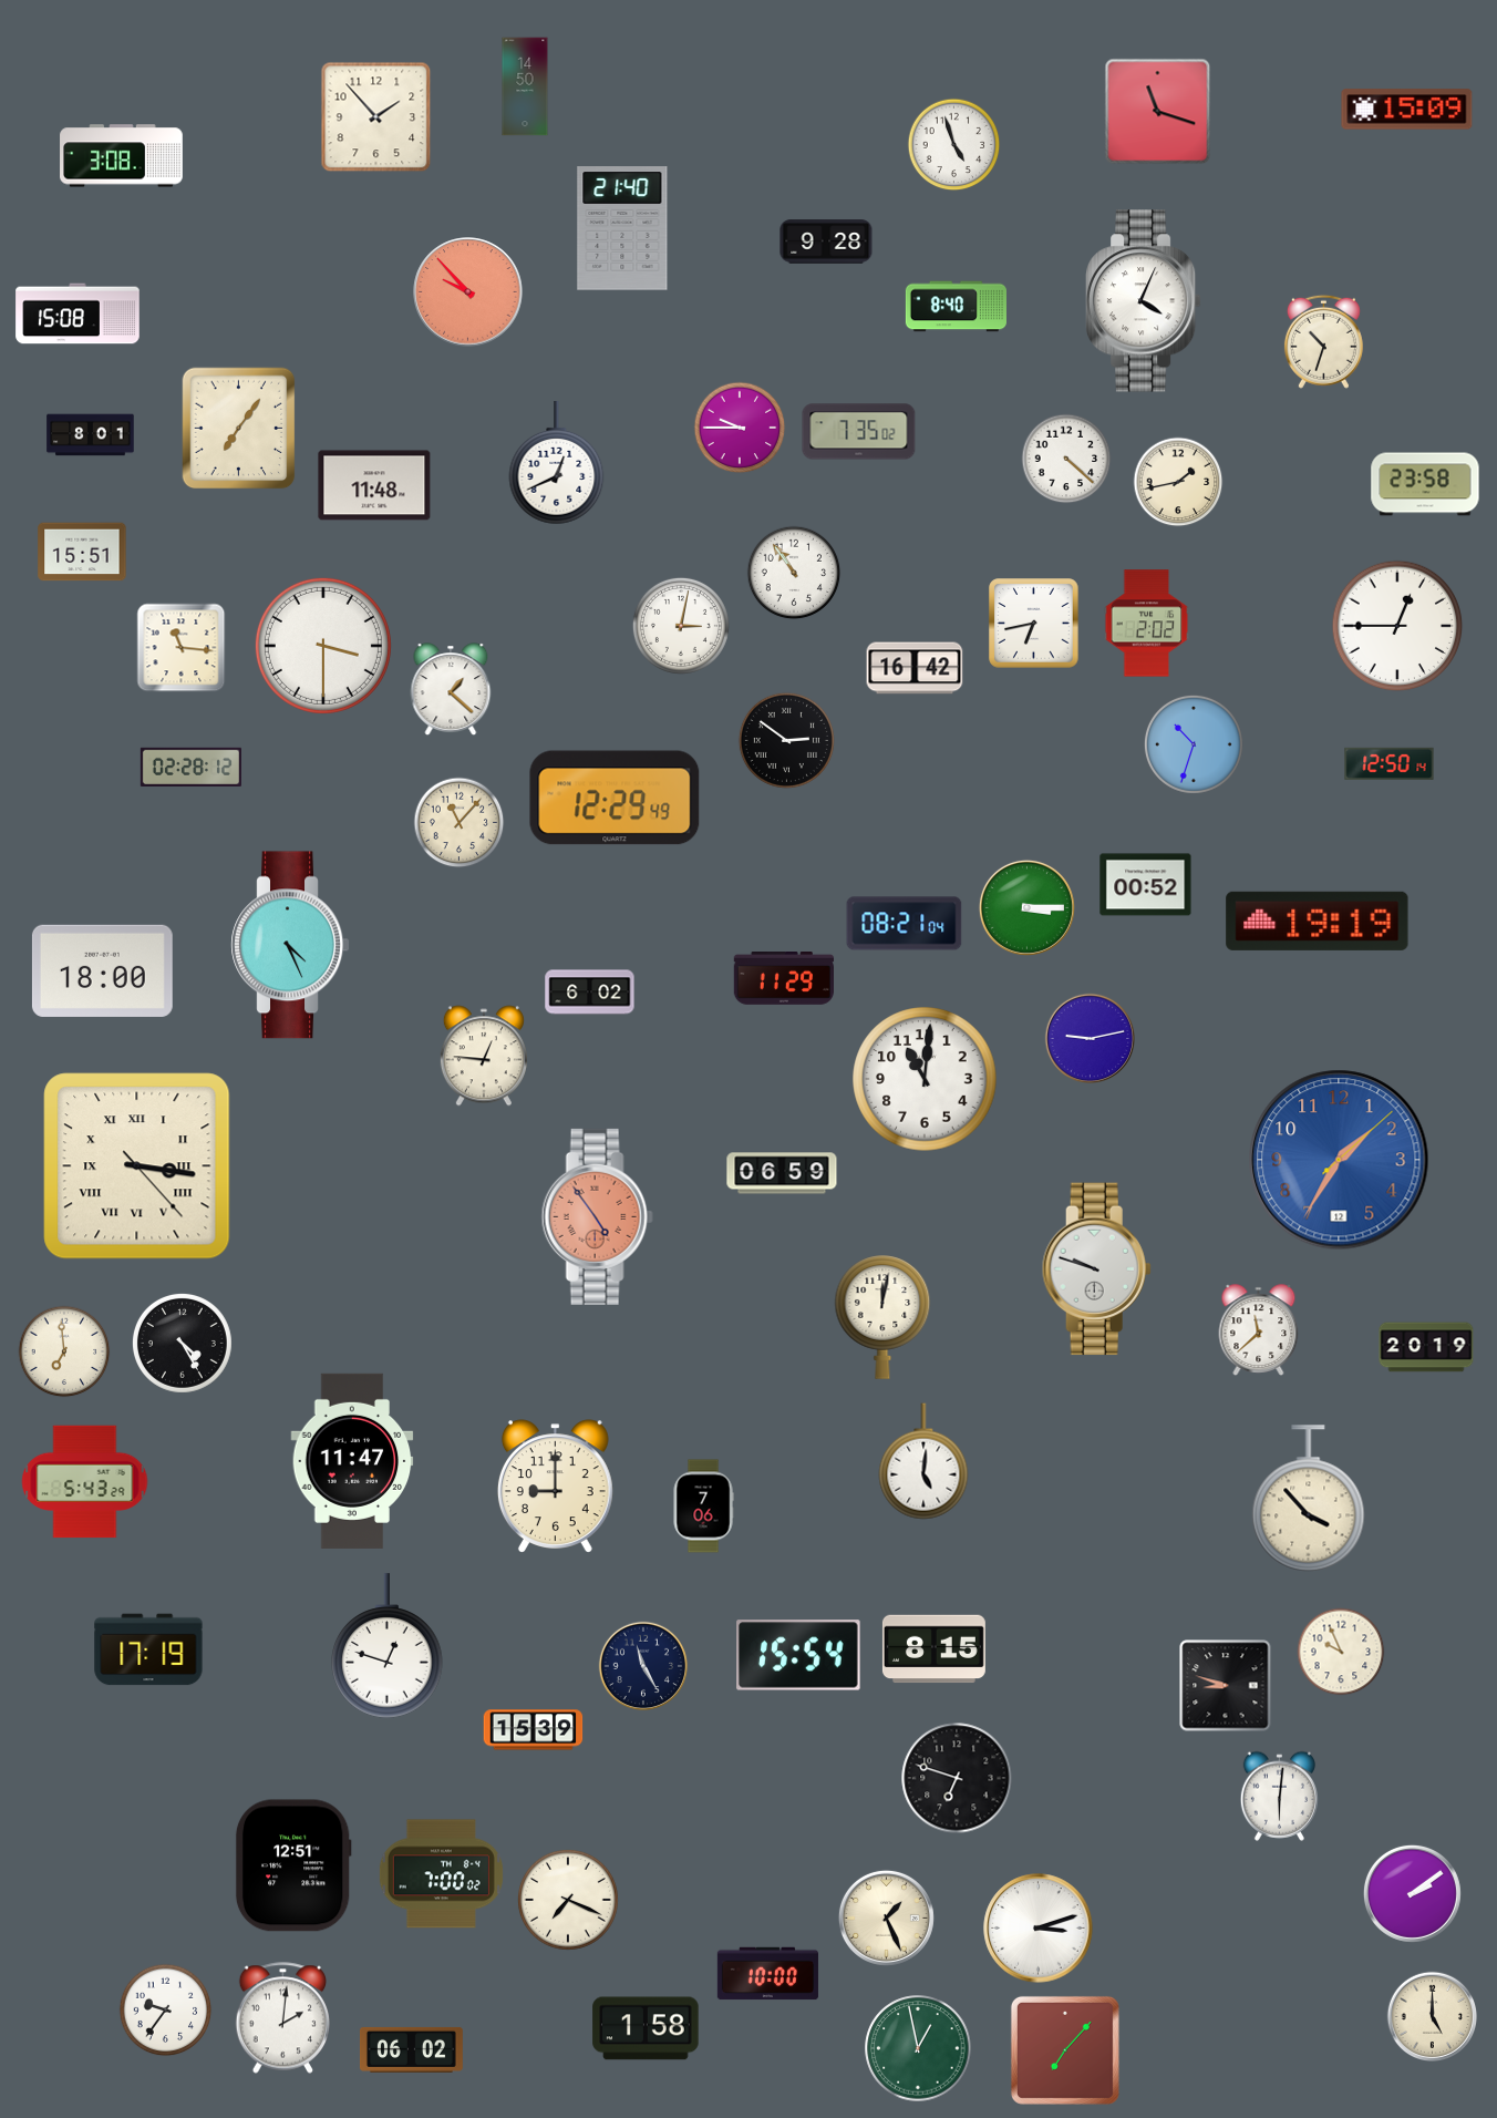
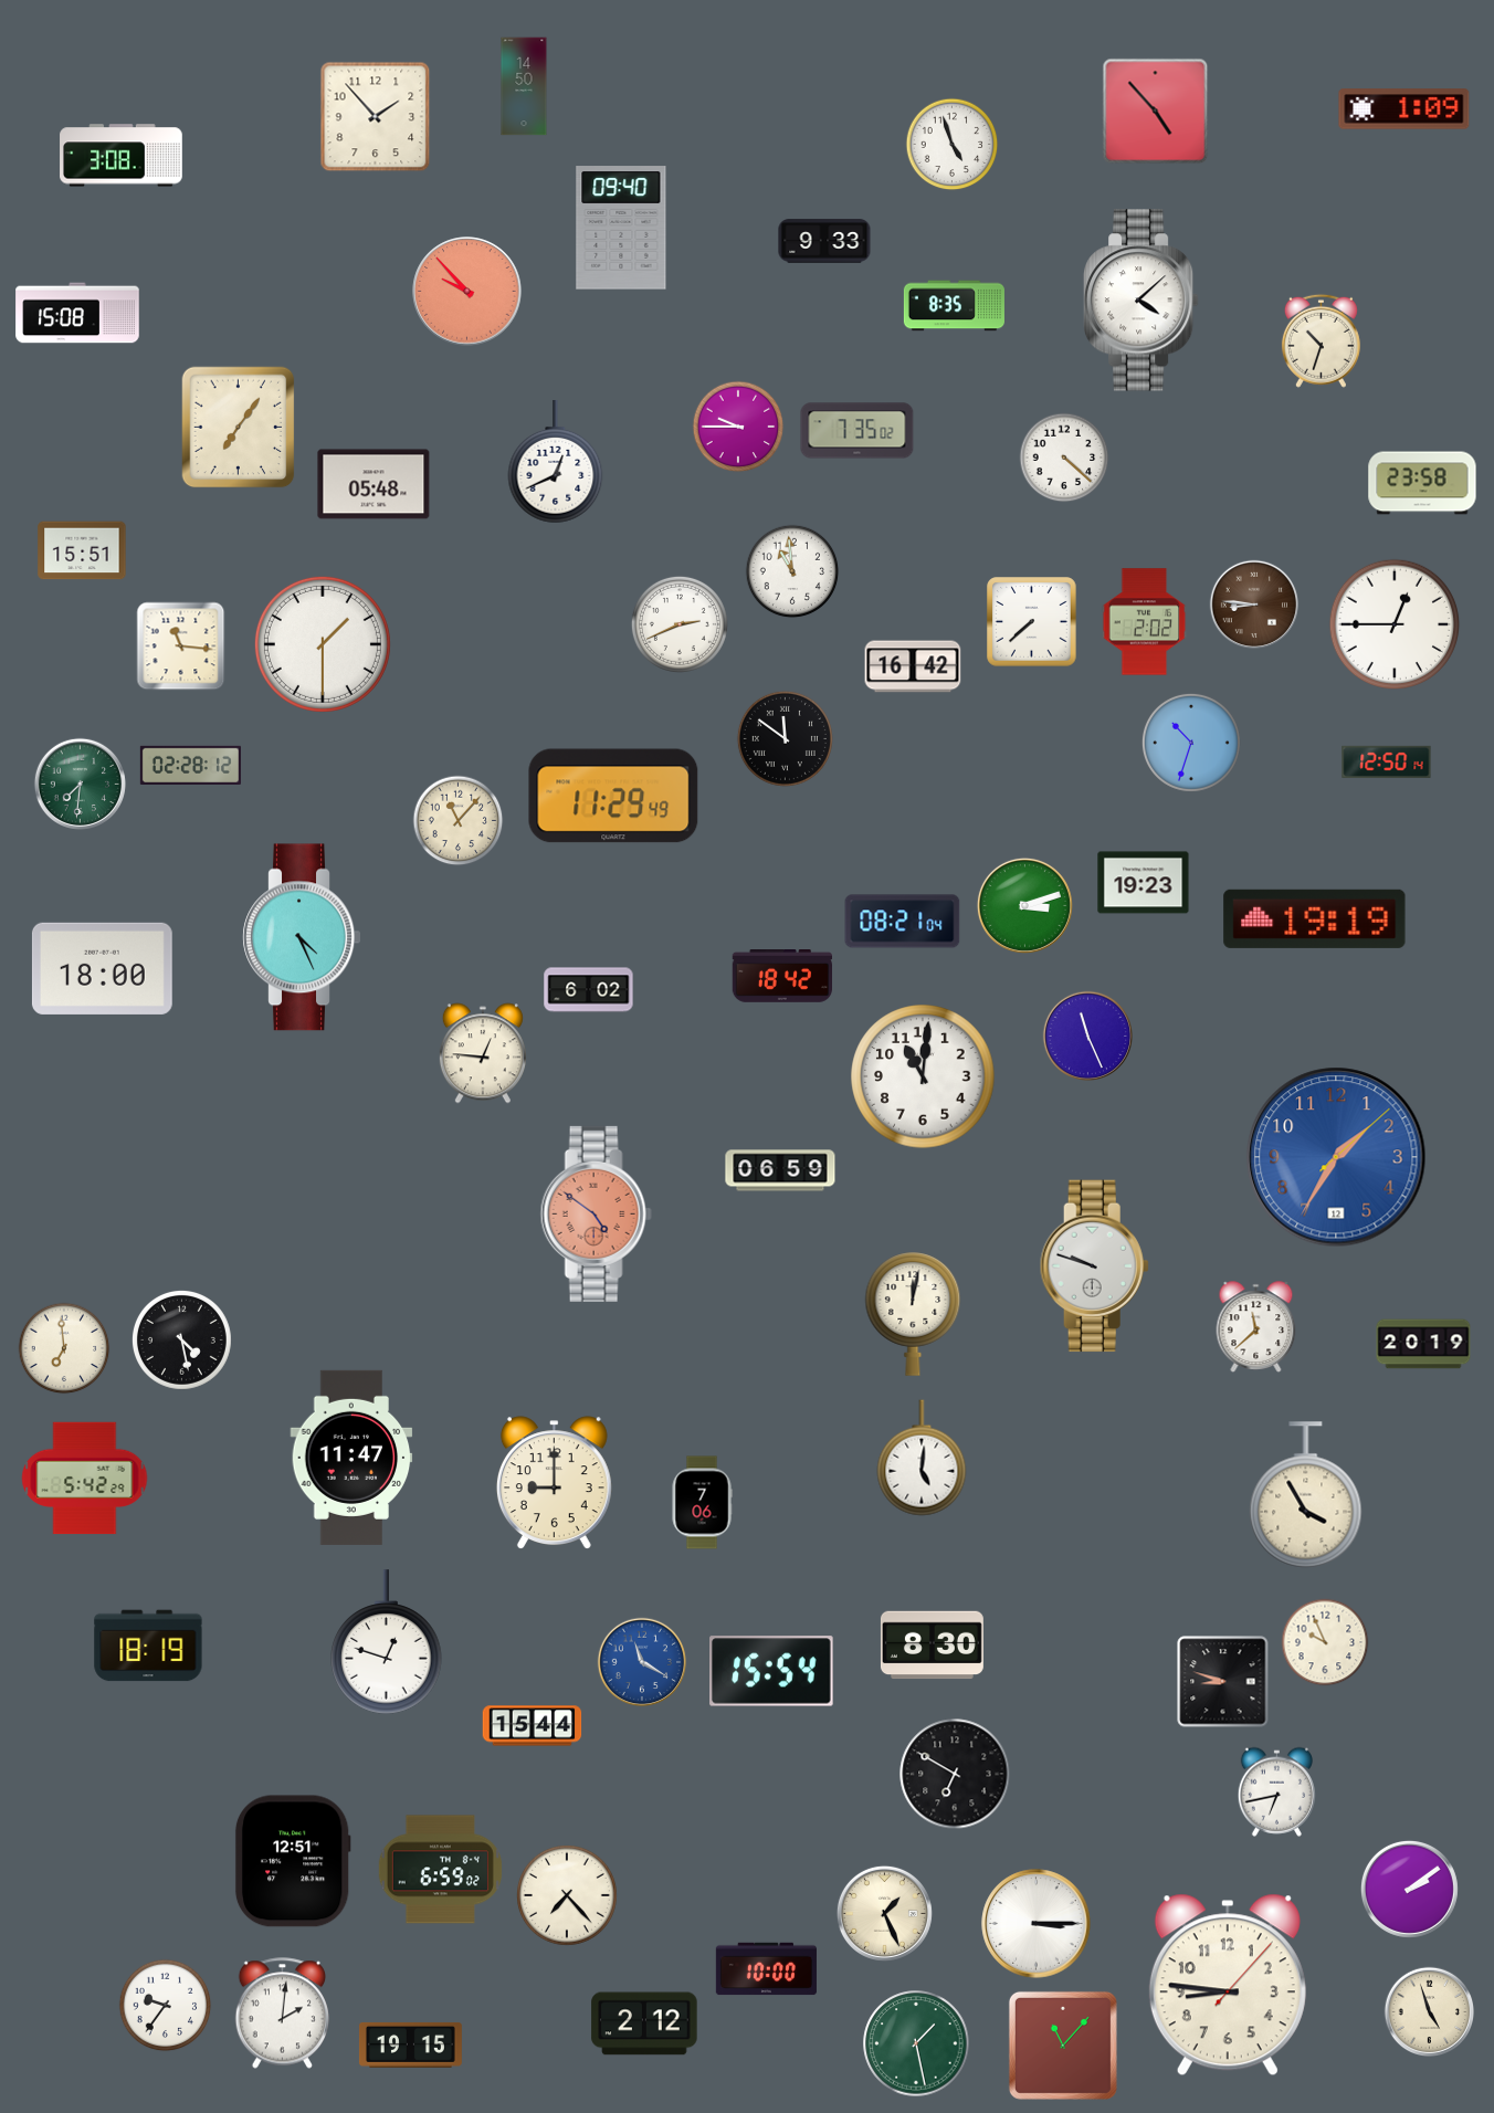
clock at (1407, 110): 15:09 -> 1:09
clock at (1158, 112): 11:18 -> 4:53
clock at (622, 228): 21:40 -> 09:40
clock at (826, 241): 9:28 -> 9:33
clock at (1143, 301): 4:04 -> 4:08
clock at (956, 307): 8:40 -> 8:35
clock at (91, 435): 8:01 -> none
clock at (1178, 482): 1:43 -> none
clock at (374, 485): 11:48 -> 05:48
clock at (794, 573): 10:54 -> 10:59
clock at (1254, 605): none -> 8:46
clock at (1034, 624): 6:43 -> 7:38
clock at (681, 626): 3:02 -> 2:41
clock at (323, 646): 3:30 -> 1:30
clock at (451, 689): 1:22 -> none
clock at (786, 740): 2:51 -> 11:51
clock at (80, 784): none -> 7:31
clock at (615, 798): 12:29 -> 11:29
clock at (1146, 885): 00:52 -> 19:23
clock at (1026, 907): 3:15 -> 3:12
clock at (290, 945) position: (290, 945) -> (302, 937)
clock at (783, 979): 11:29 -> 18:42
clock at (1090, 1038): 9:13 -> 11:26
clock at (137, 1166): 3:16 -> none
clock at (597, 1216): 4:54 -> 4:51
clock at (882, 1317) position: (882, 1317) -> (913, 1314)
clock at (182, 1343): 4:25 -> 4:28
clock at (85, 1482): 5:43 -> 5:42
clock at (1309, 1499): 3:53 -> 3:55
clock at (148, 1649): 17:19 -> 18:19
clock at (933, 1649): 8:15 -> 8:30
clock at (1341, 1652) position: (1341, 1652) -> (1325, 1642)
clock at (798, 1655) position: (798, 1655) -> (771, 1671)
clock at (643, 1666): 11:25 -> 11:20
clock at (643, 1666) dial: navy -> blue
clock at (534, 1730): 15:39 -> 15:44
clock at (957, 1778): 6:48 -> 6:50
clock at (1279, 1796): 6:01 -> 6:43
clock at (441, 1874): 7:00 -> 6:59
clock at (569, 1901): 7:19 -> 7:23
clock at (1039, 1929): 3:12 -> 3:15
clock at (1228, 1985): none -> 8:46
clock at (1432, 2016): 5:00 -> 4:57
clock at (646, 2028): 1:58 -> 2:12
clock at (918, 2048): 12:58 -> 1:28
clock at (411, 2049): 06:02 -> 19:15
clock at (1065, 2050): 7:07 -> 11:07
